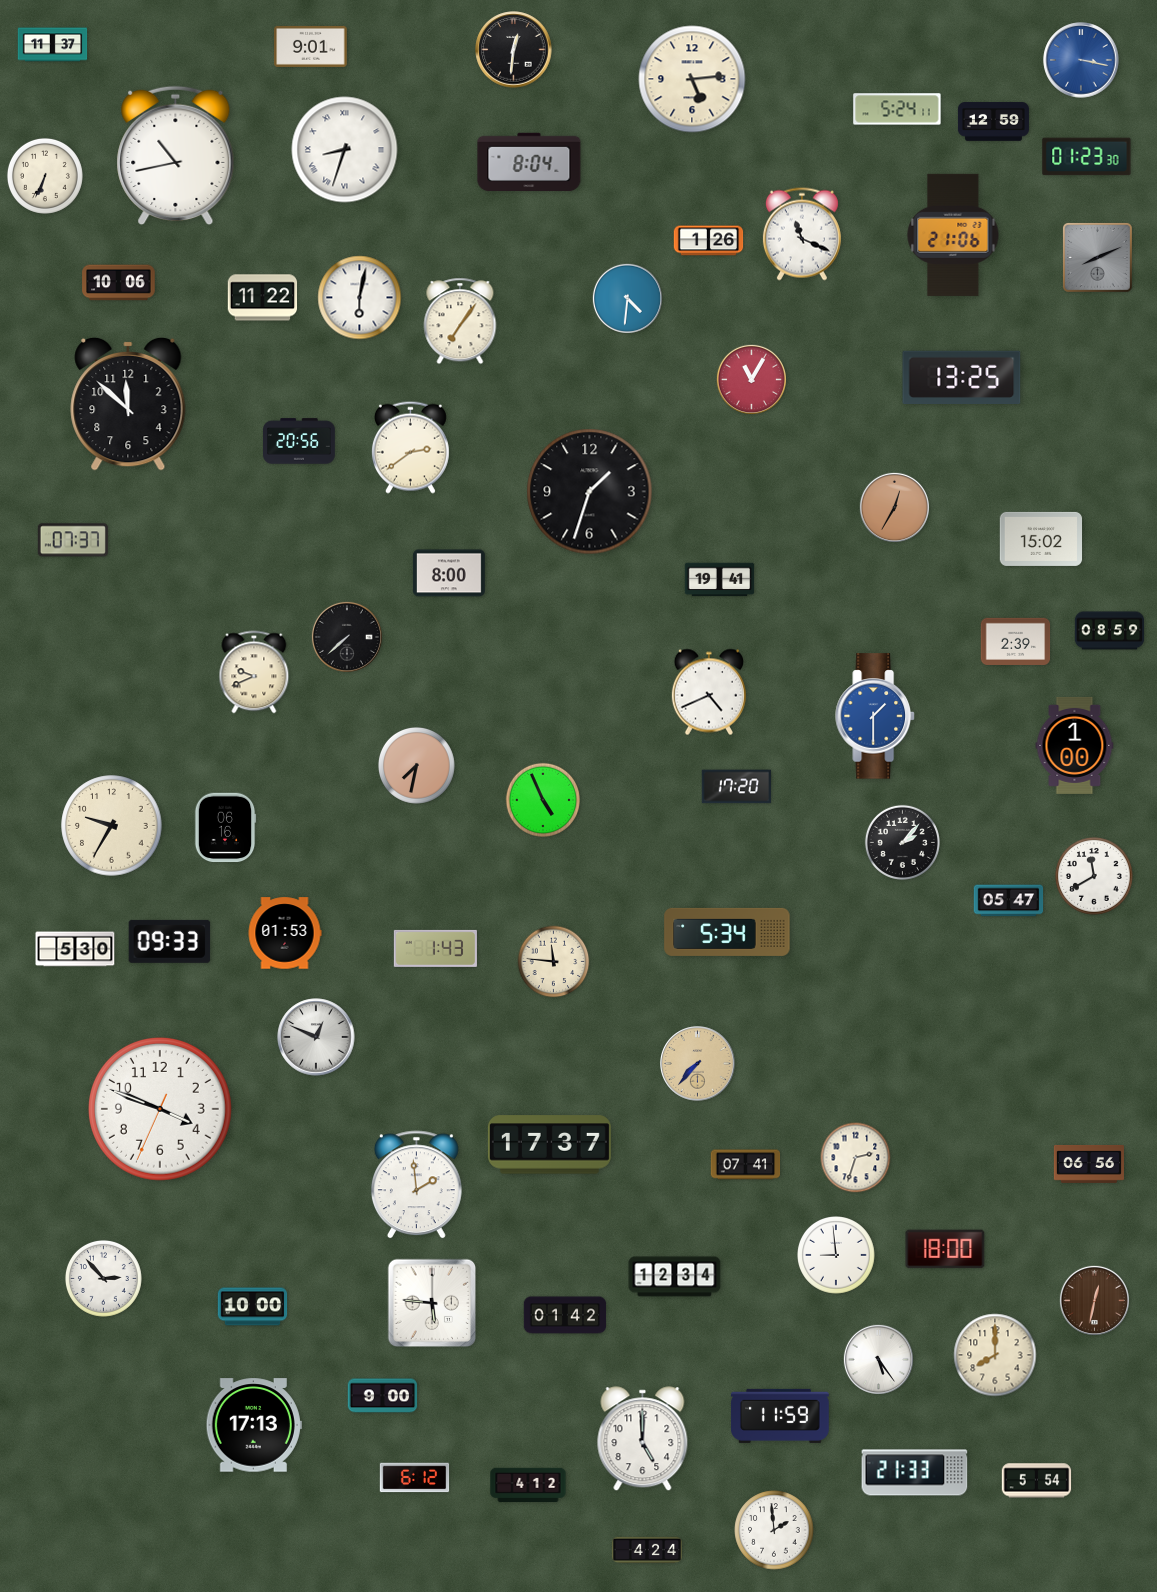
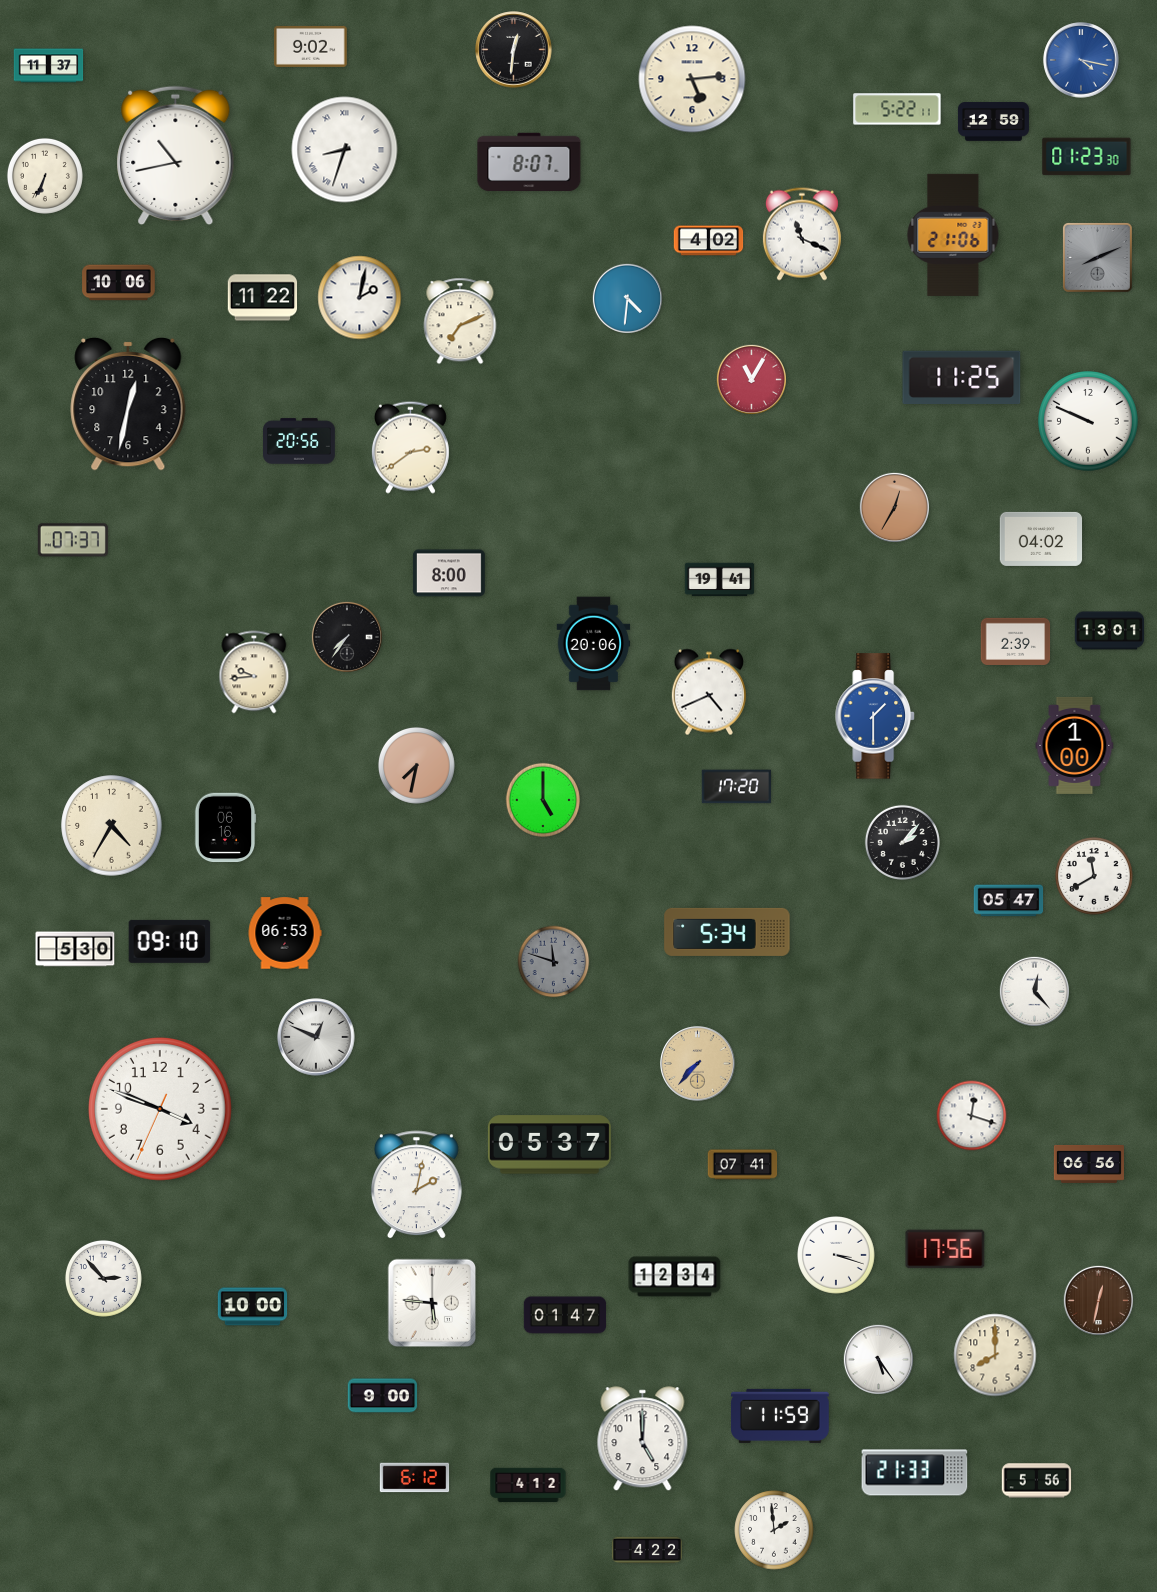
clock at (53, 45) position: (53, 45) -> (49, 66)
clock at (311, 46): 9:01 -> 9:02
clock at (1081, 60): 3:17 -> 4:17
clock at (897, 109): 5:24 -> 5:22
clock at (529, 161): 8:04 -> 8:07
clock at (709, 241): 1:26 -> 4:02
clock at (360, 298): 6:02 -> 2:02
clock at (460, 321): 7:06 -> 7:11
clock at (962, 377): 13:25 -> 11:25
clock at (128, 404): 11:52 -> 12:32
clock at (1088, 421): none -> 9:49
clock at (590, 492): 1:33 -> none
clock at (1041, 539): 15:02 -> 04:02
clock at (1110, 631): 08:59 -> 13:01
clock at (347, 637): 7:38 -> 7:36
clock at (594, 644): none -> 20:06
clock at (254, 672): 9:41 -> 9:44
clock at (542, 799): 4:56 -> 5:00
clock at (112, 826): 9:35 -> 4:35
clock at (285, 933): 01:53 -> 06:53
clock at (170, 941): 09:33 -> 09:10
clock at (435, 948): 1:43 -> none
clock at (554, 962): 11:46 -> 11:48
clock at (554, 962) dial: cream -> grey
clock at (1034, 991): none -> 12:23
clock at (972, 1116): none -> 12:18
clock at (549, 1145): 17:37 -> 05:37
clock at (856, 1158): 2:33 -> none
clock at (746, 1165) position: (746, 1165) -> (743, 1165)
clock at (416, 1185): 1:59 -> 2:02
clock at (945, 1249): 18:00 -> 17:56
clock at (837, 1256): 8:59 -> 3:18
clock at (1094, 1300) position: (1094, 1300) -> (1098, 1300)
clock at (565, 1315): 01:42 -> 01:47
clock at (254, 1425): 17:13 -> none
clock at (1037, 1481): 5:54 -> 5:56
clock at (647, 1550): 4:24 -> 4:22
